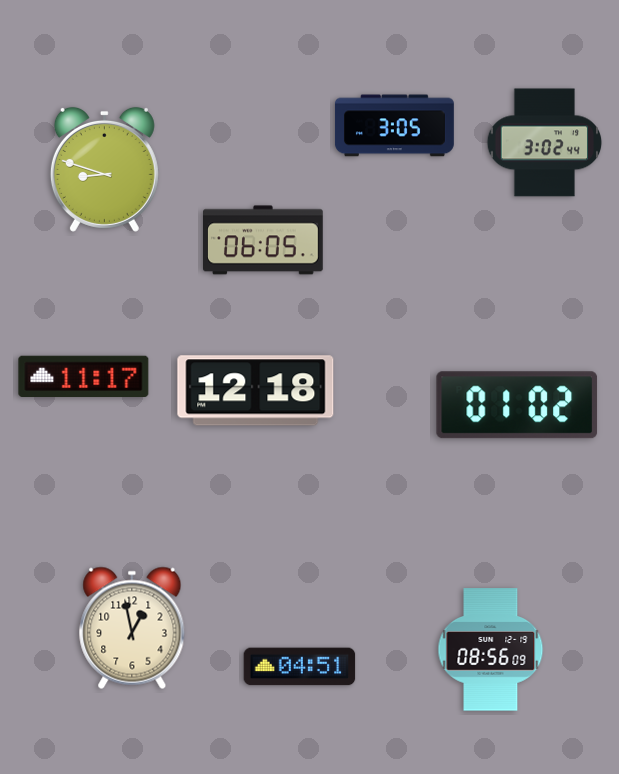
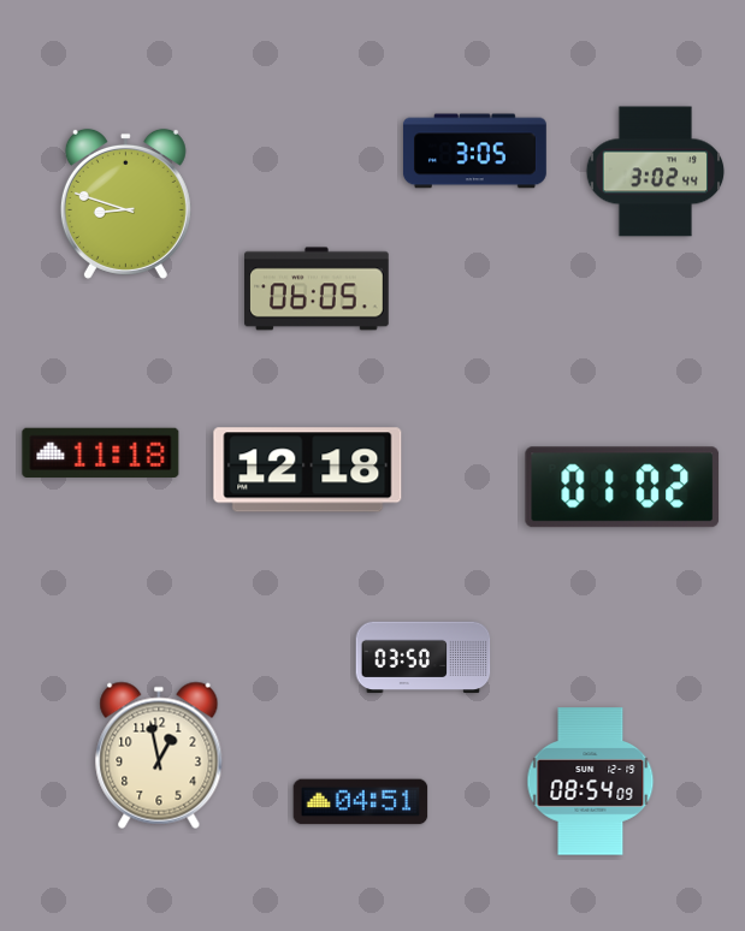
clock at (84, 376): 11:17 -> 11:18
clock at (424, 658): none -> 03:50
clock at (491, 650): 08:56 -> 08:54
